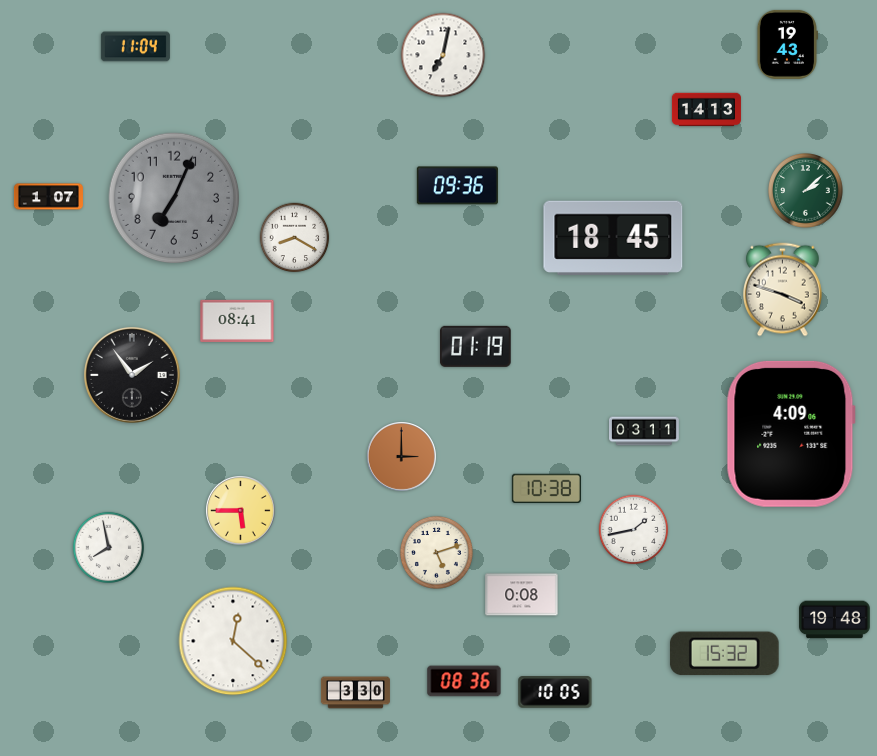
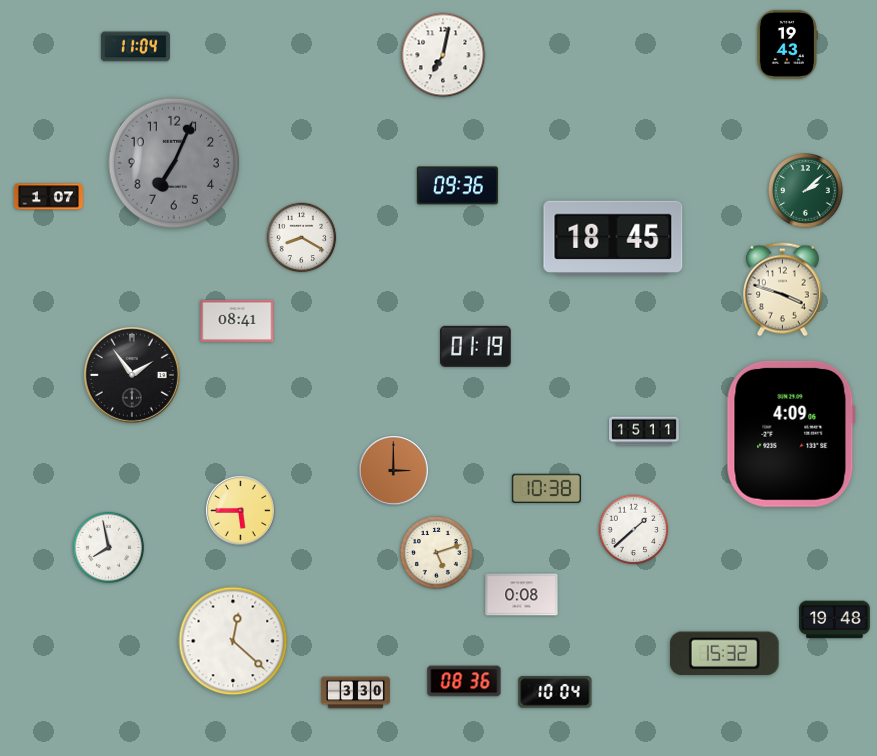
clock at (706, 110): 14:13 -> none
clock at (174, 198) position: (174, 198) -> (174, 163)
clock at (295, 238) position: (295, 238) -> (302, 238)
clock at (645, 431): 03:11 -> 15:11
clock at (402, 457) position: (402, 457) -> (394, 471)
clock at (634, 530): 1:43 -> 1:38
clock at (555, 692): 10:05 -> 10:04
